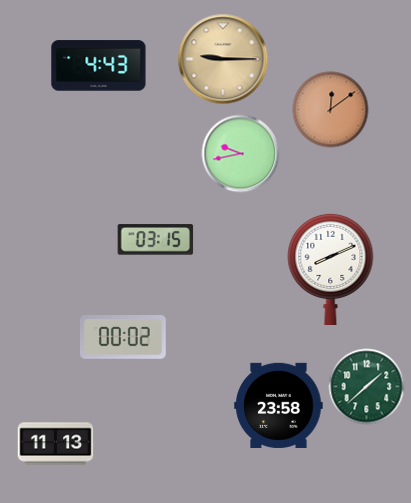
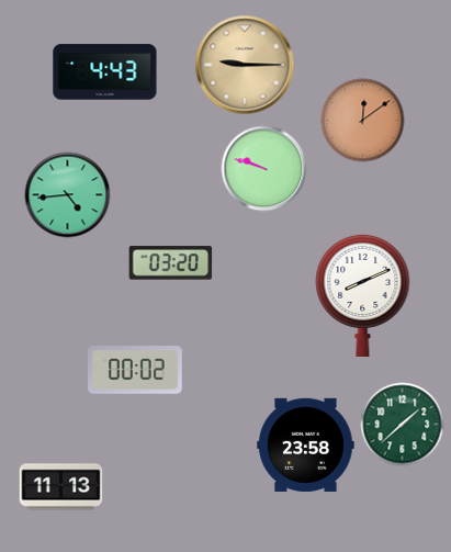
clock at (99, 66) position: (99, 66) -> (105, 72)
clock at (241, 154): 9:43 -> 9:48
clock at (68, 195): none -> 4:44
clock at (156, 240): 03:15 -> 03:20
